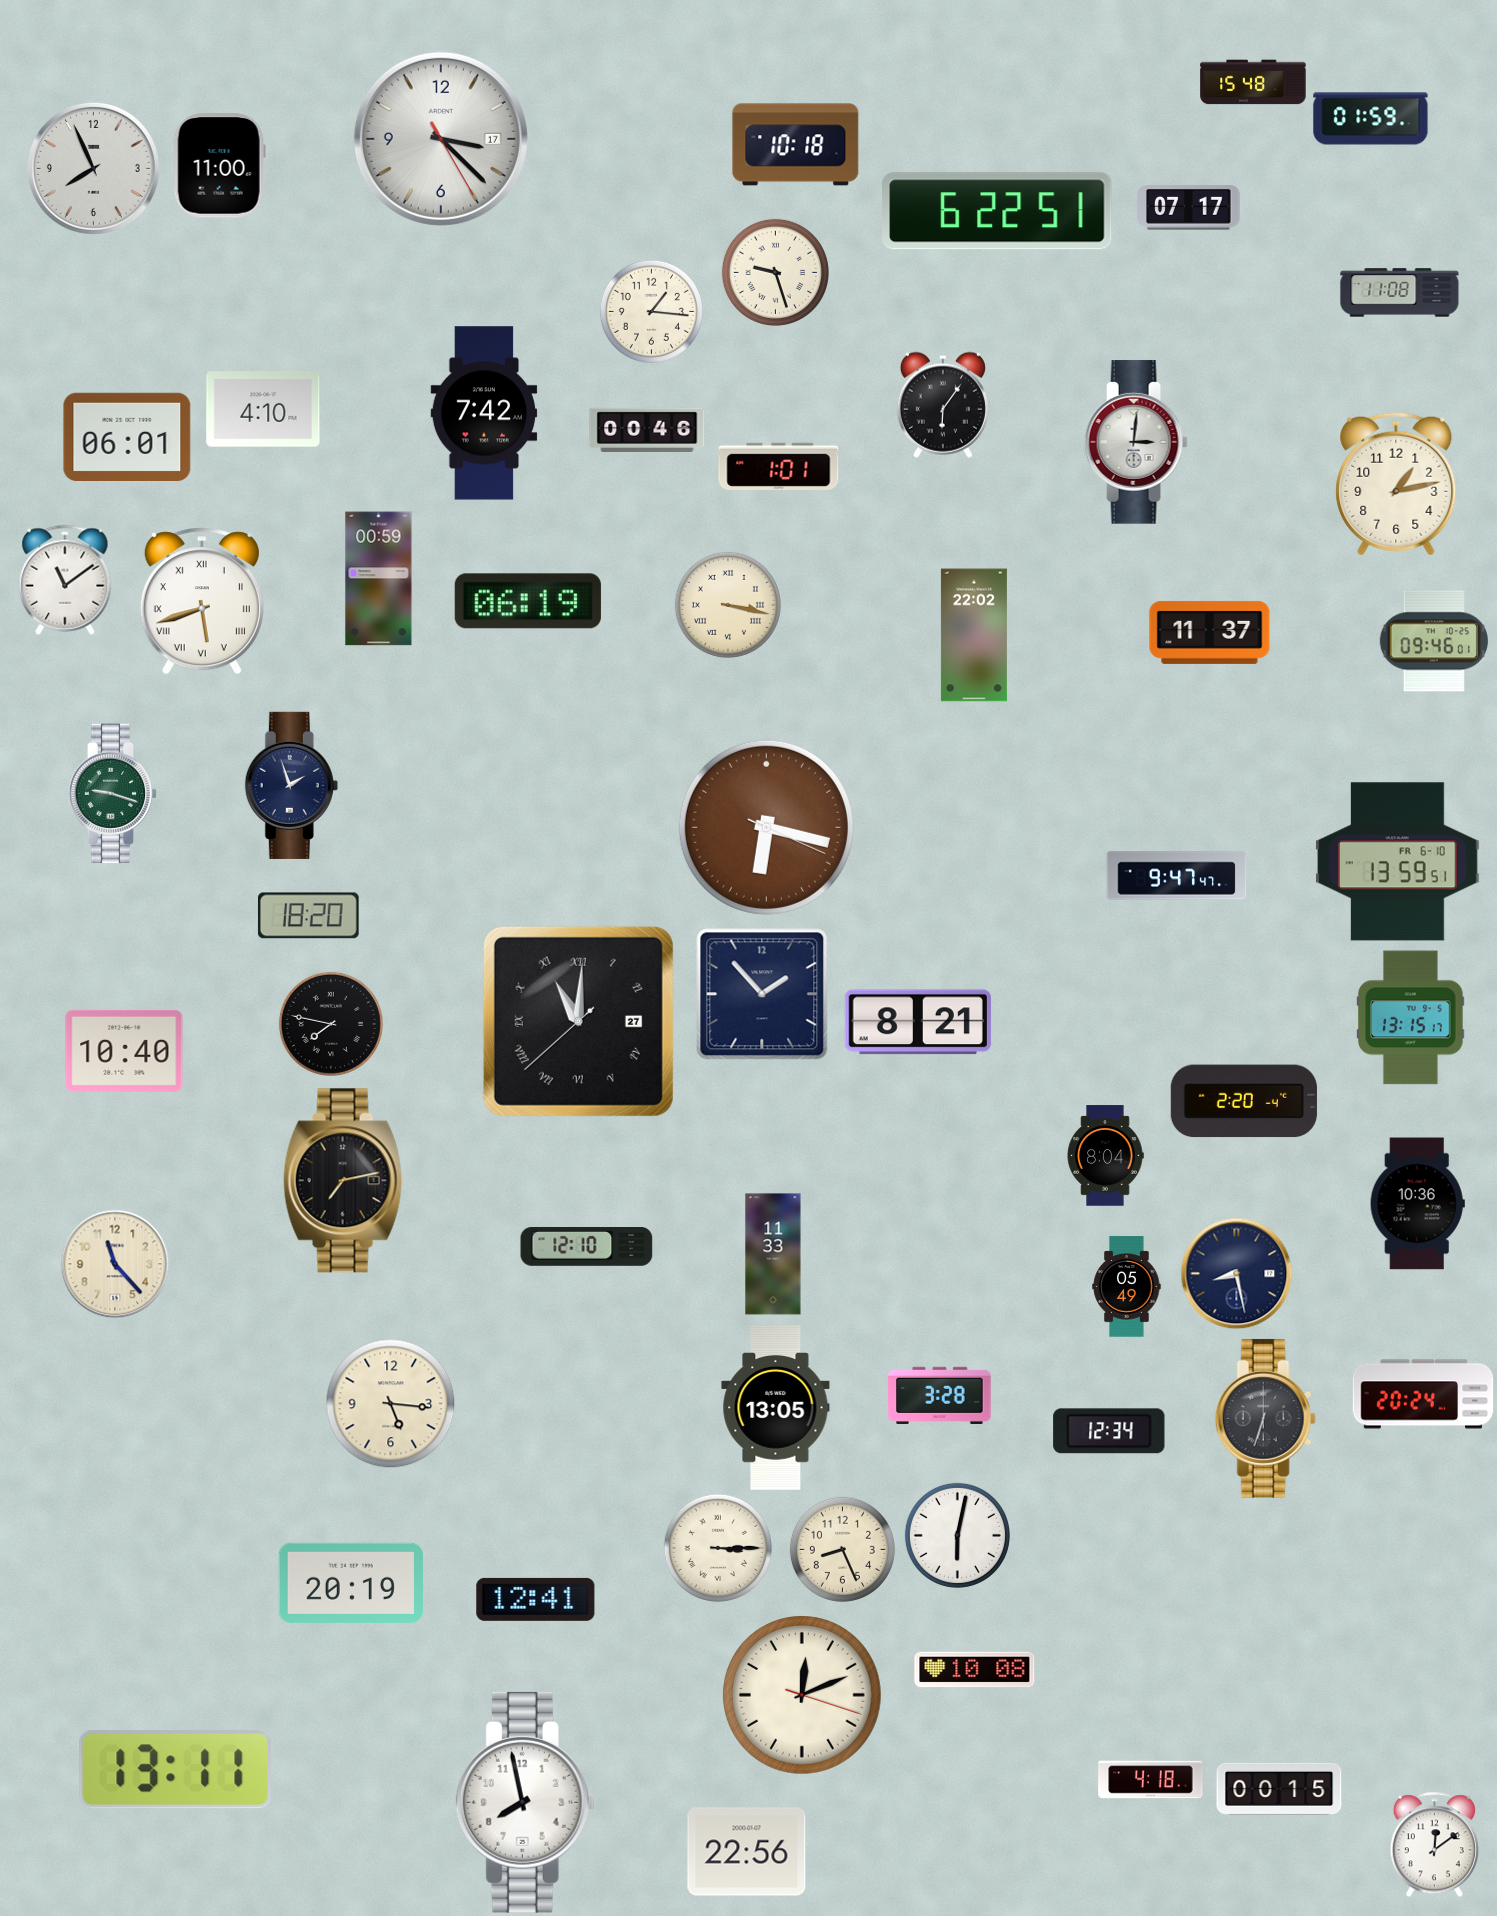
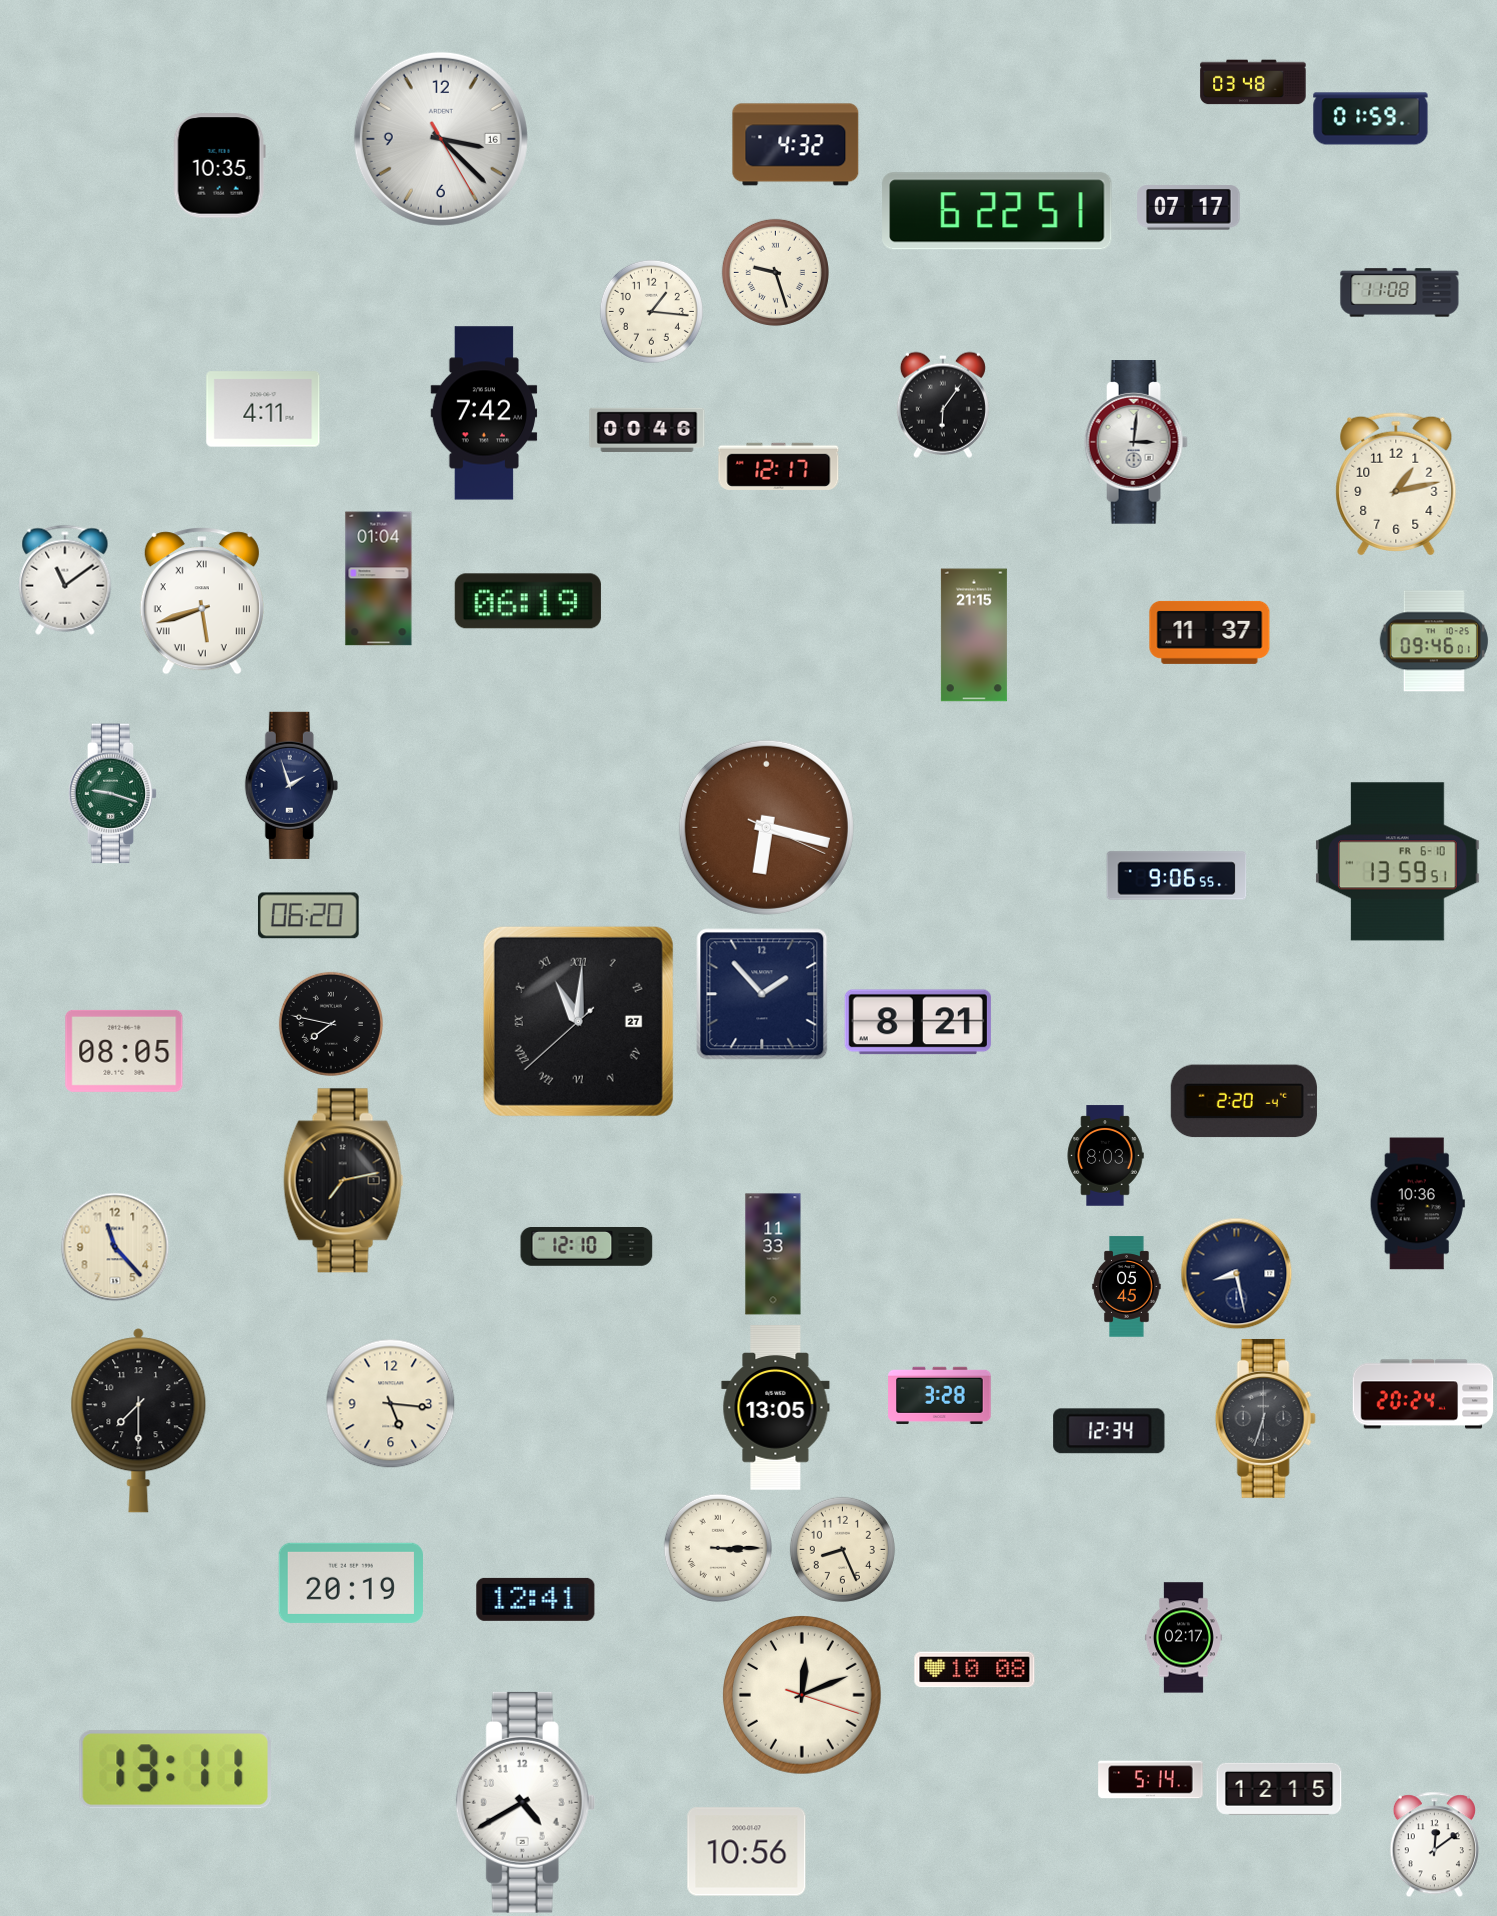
clock at (1253, 82): 15:48 -> 03:48
clock at (441, 139) date: 17 -> 16
clock at (796, 145): 10:18 -> 4:32
clock at (219, 166): 11:00 -> 10:35
clock at (93, 168): 7:56 -> none
clock at (263, 409): 4:10 -> 4:11
clock at (127, 436): 06:01 -> none
clock at (779, 466): 1:01 -> 12:17
clock at (379, 579): 00:59 -> 01:04
clock at (728, 605): 3:17 -> none
clock at (974, 635): 22:02 -> 21:15
clock at (1177, 876): 9:47 -> 9:06
clock at (308, 916): 18:20 -> 06:20
clock at (1411, 1018): 13:15 -> none
clock at (124, 1051): 10:40 -> 08:05
clock at (1105, 1156): 8:04 -> 8:03
clock at (115, 1264) position: (115, 1264) -> (115, 1247)
clock at (1127, 1287): 05:49 -> 05:45
clock at (139, 1421): none -> 7:30
clock at (957, 1535): 6:02 -> none
clock at (1183, 1638): none -> 02:17
clock at (1151, 1780): 4:18 -> 5:14
clock at (1279, 1789): 00:15 -> 12:15
clock at (526, 1802): 7:58 -> 4:40
clock at (747, 1852): 22:56 -> 10:56
